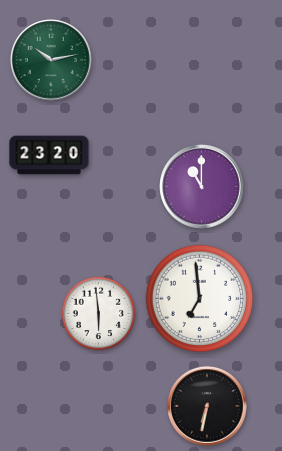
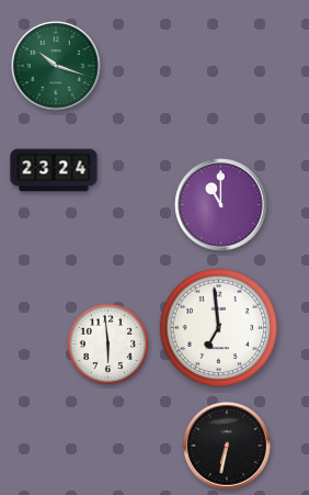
clock at (52, 61): 10:13 -> 10:18
clock at (49, 155): 23:20 -> 23:24
